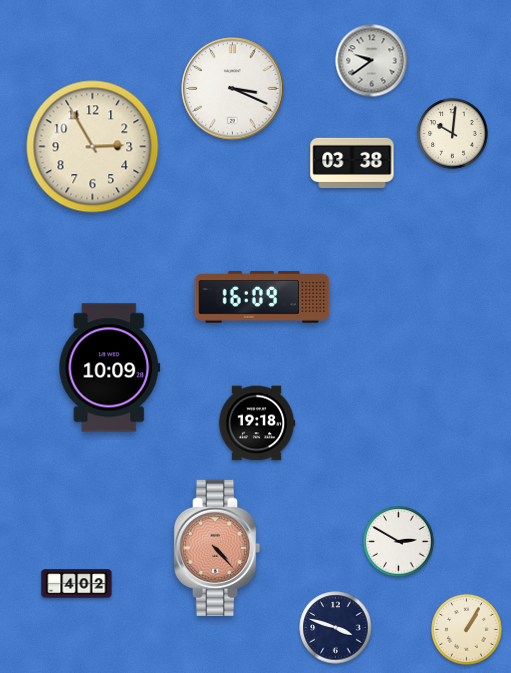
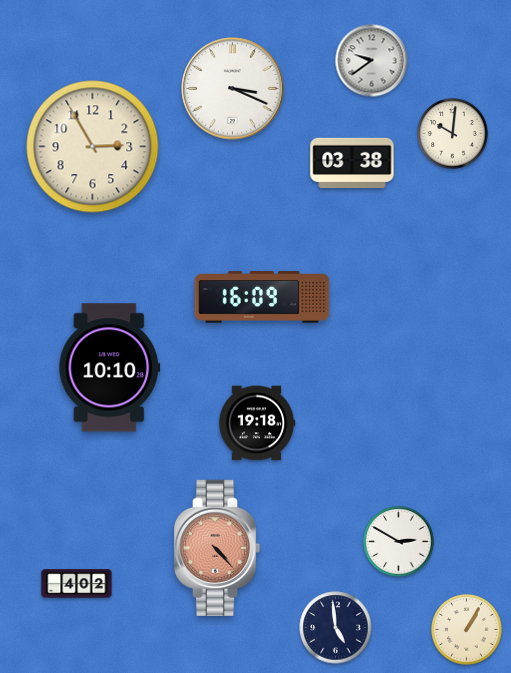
clock at (110, 368): 10:09 -> 10:10
clock at (336, 628): 3:48 -> 4:59
